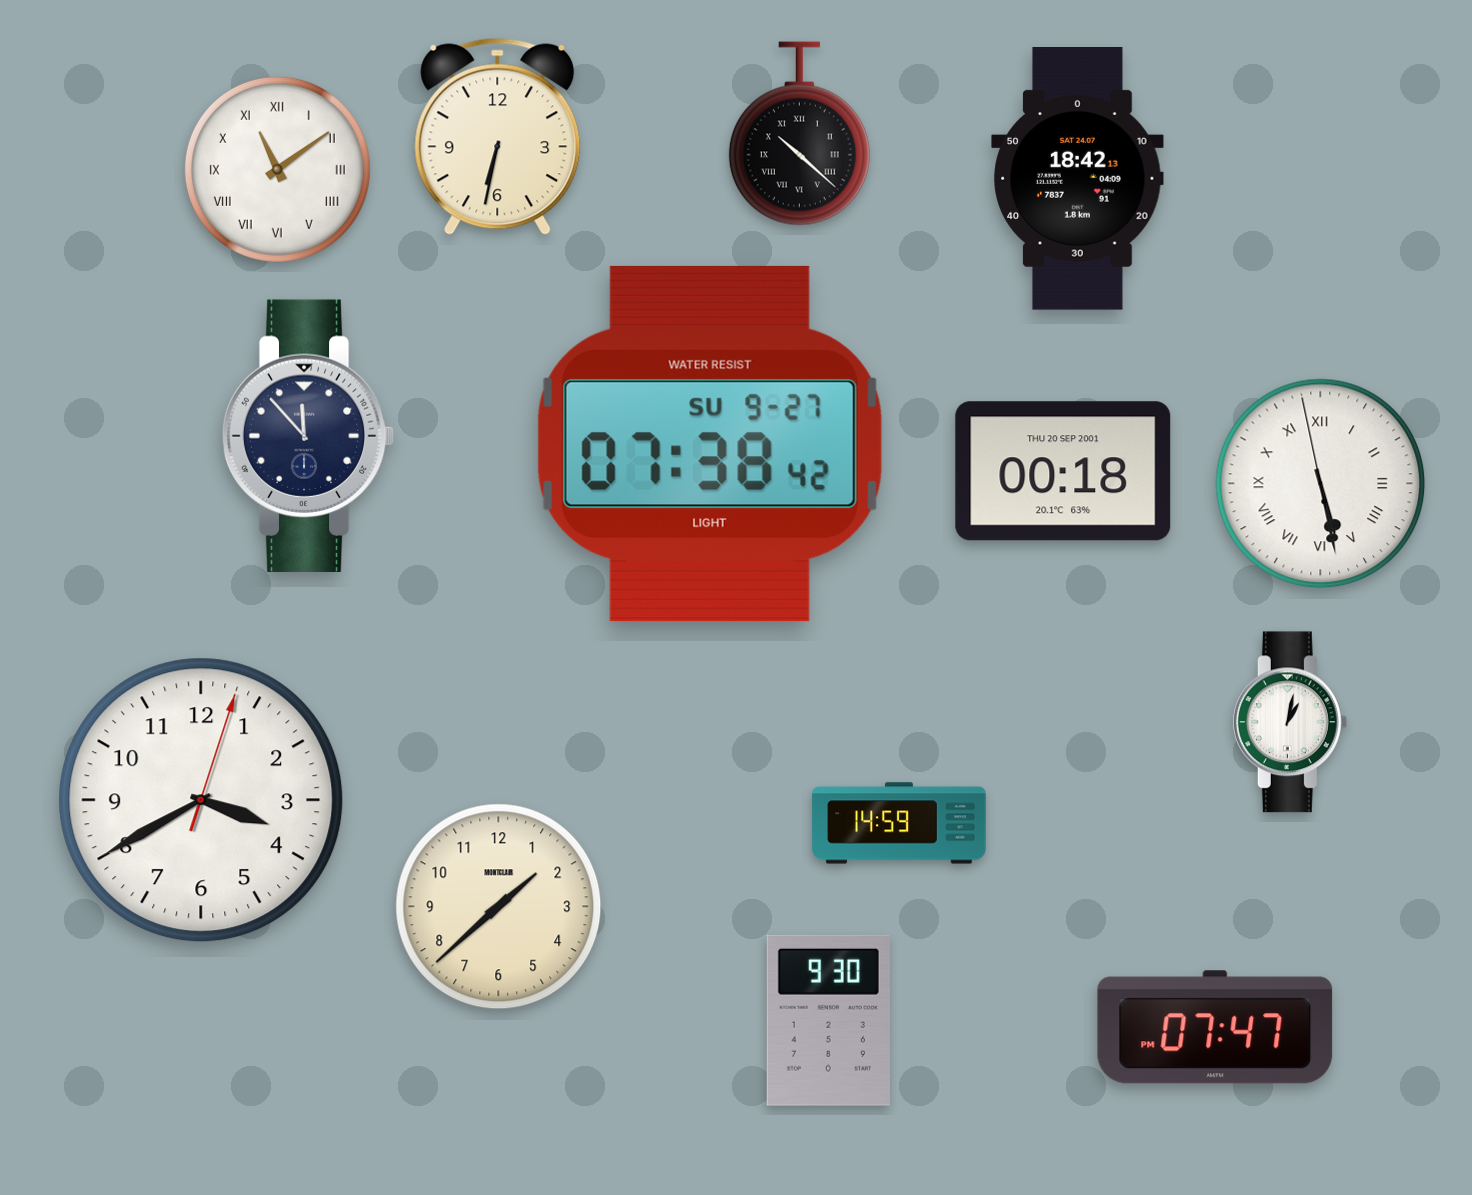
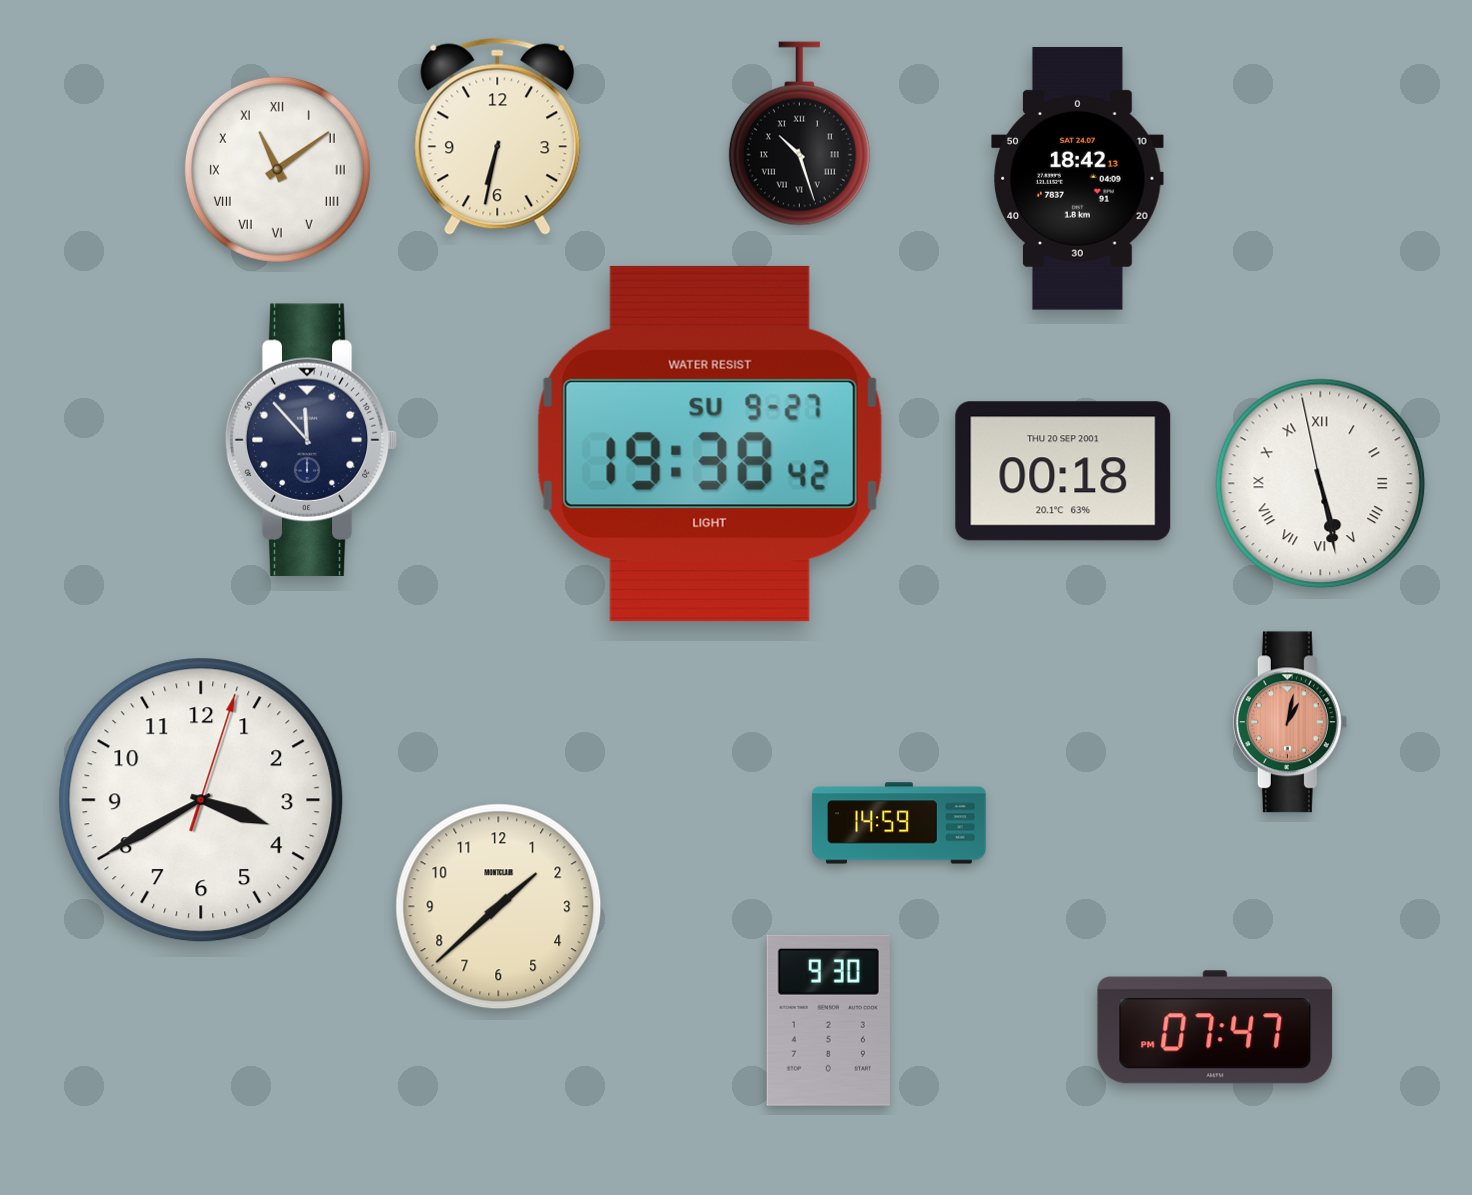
clock at (799, 134): 10:22 -> 10:27
clock at (308, 436) position: (308, 436) -> (311, 440)
clock at (710, 444): 07:38 -> 19:38
clock at (1290, 722) dial: white -> salmon
